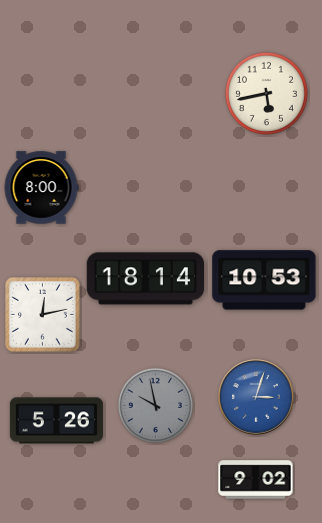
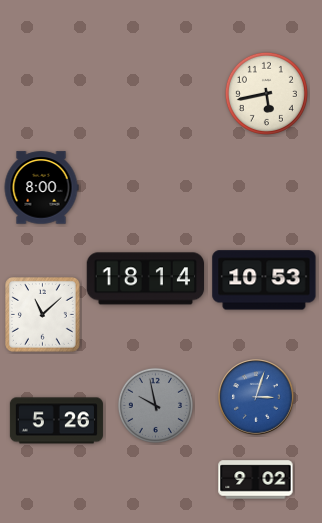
clock at (43, 315): 12:13 -> 11:08
